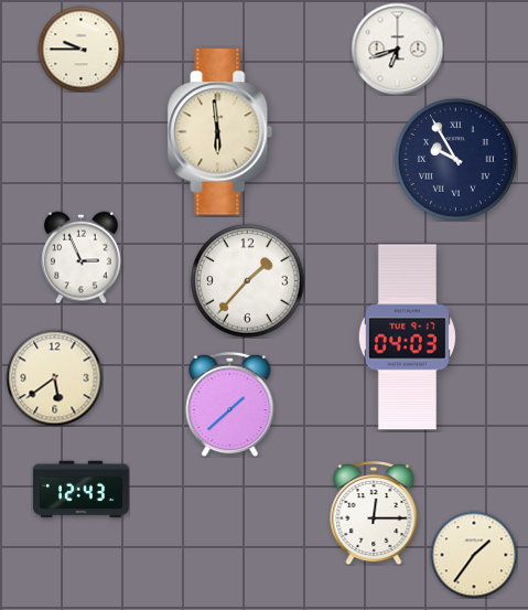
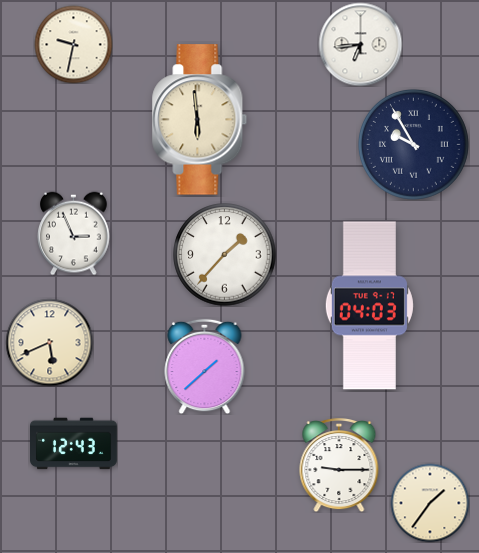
clock at (80, 49): 9:45 -> 9:32
clock at (397, 49): 6:42 -> 6:44
clock at (54, 377): 5:39 -> 5:41
clock at (230, 404) position: (230, 404) -> (205, 366)
clock at (374, 514): 12:15 -> 9:15
